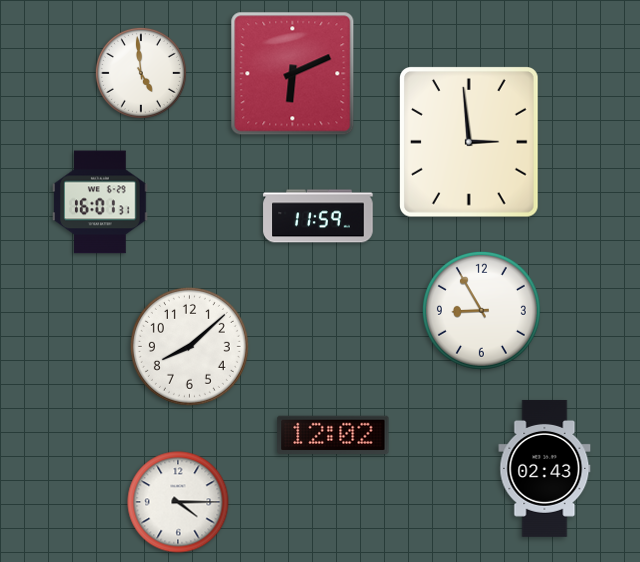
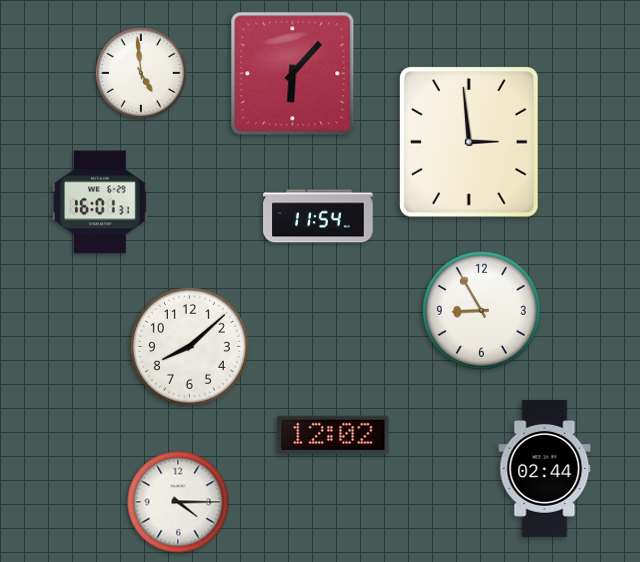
clock at (293, 74): 6:11 -> 6:07
clock at (318, 216): 11:59 -> 11:54
clock at (545, 468): 02:43 -> 02:44
